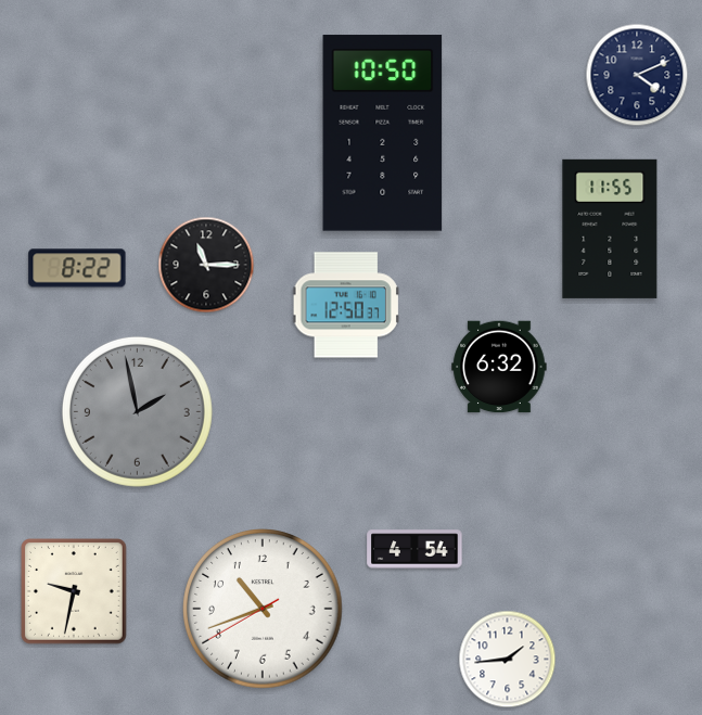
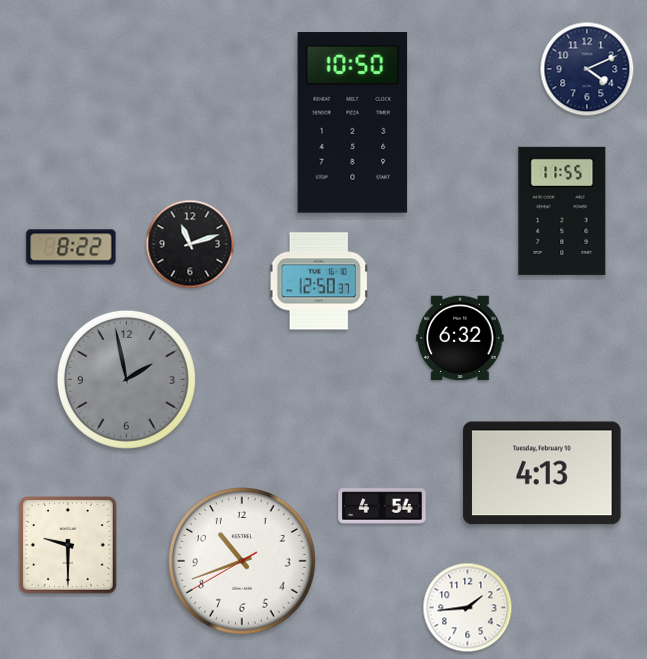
clock at (206, 265): 11:15 -> 11:12
clock at (542, 473): none -> 4:13
clock at (75, 592): 9:32 -> 9:30
